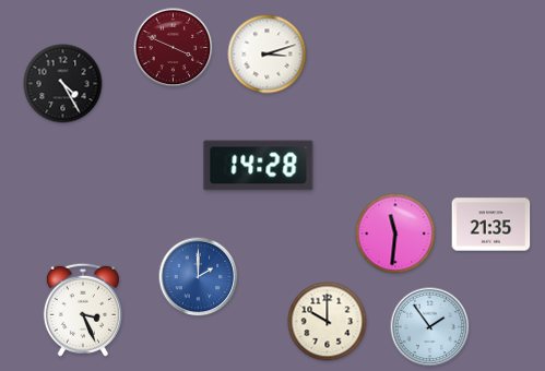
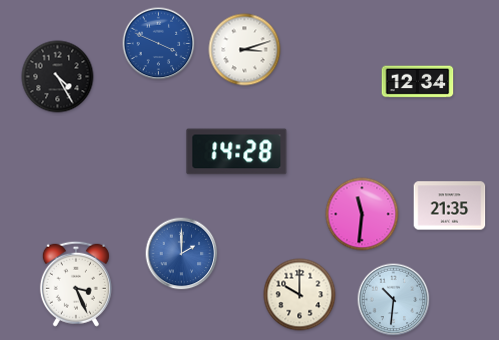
clock at (174, 48) dial: burgundy -> blue
clock at (418, 82): none -> 12:34
clock at (430, 327): 1:54 -> 10:31
